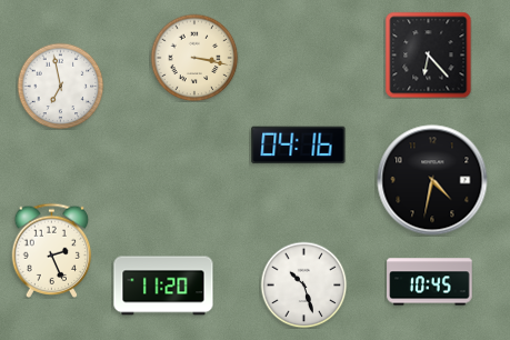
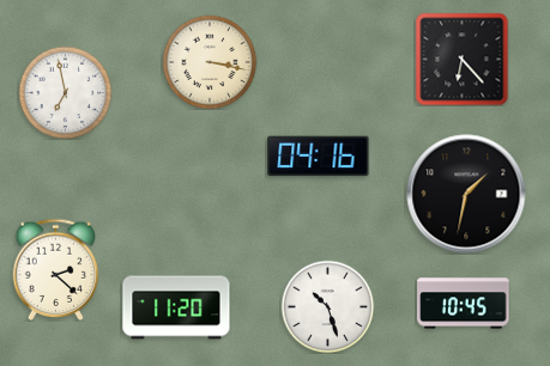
clock at (299, 146) position: (299, 146) -> (319, 157)
clock at (432, 180): 4:32 -> 1:32
clock at (52, 250): 2:26 -> 2:22
